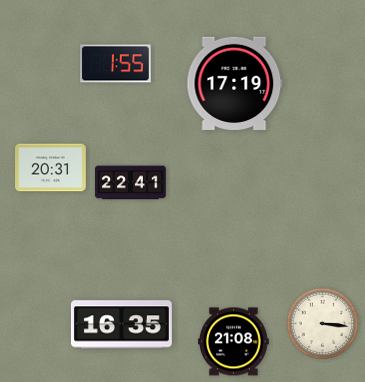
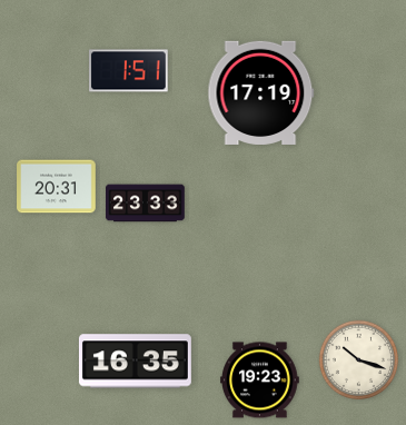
clock at (116, 64): 1:55 -> 1:51
clock at (131, 183): 22:41 -> 23:33
clock at (323, 324): 3:16 -> 10:18
clock at (234, 342): 21:08 -> 19:23
